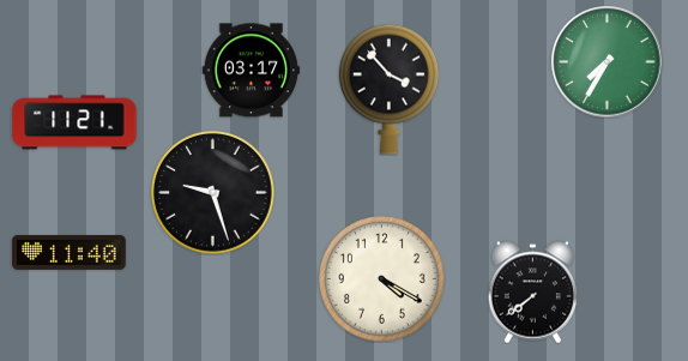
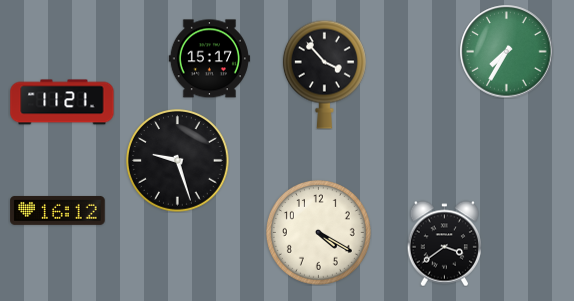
clock at (251, 71): 03:17 -> 15:17
clock at (70, 252): 11:40 -> 16:12
clock at (532, 291): 7:39 -> 3:39
